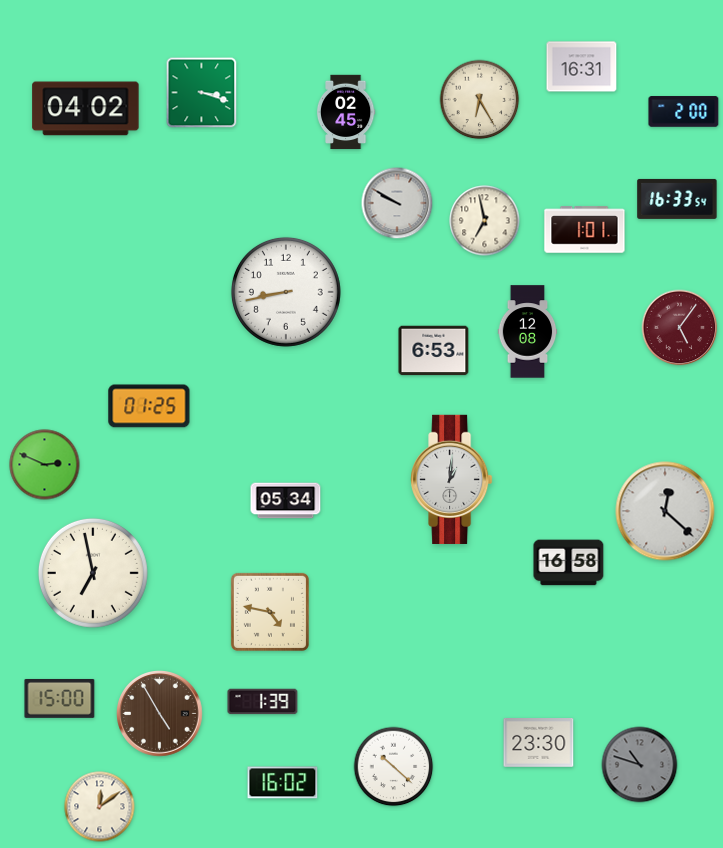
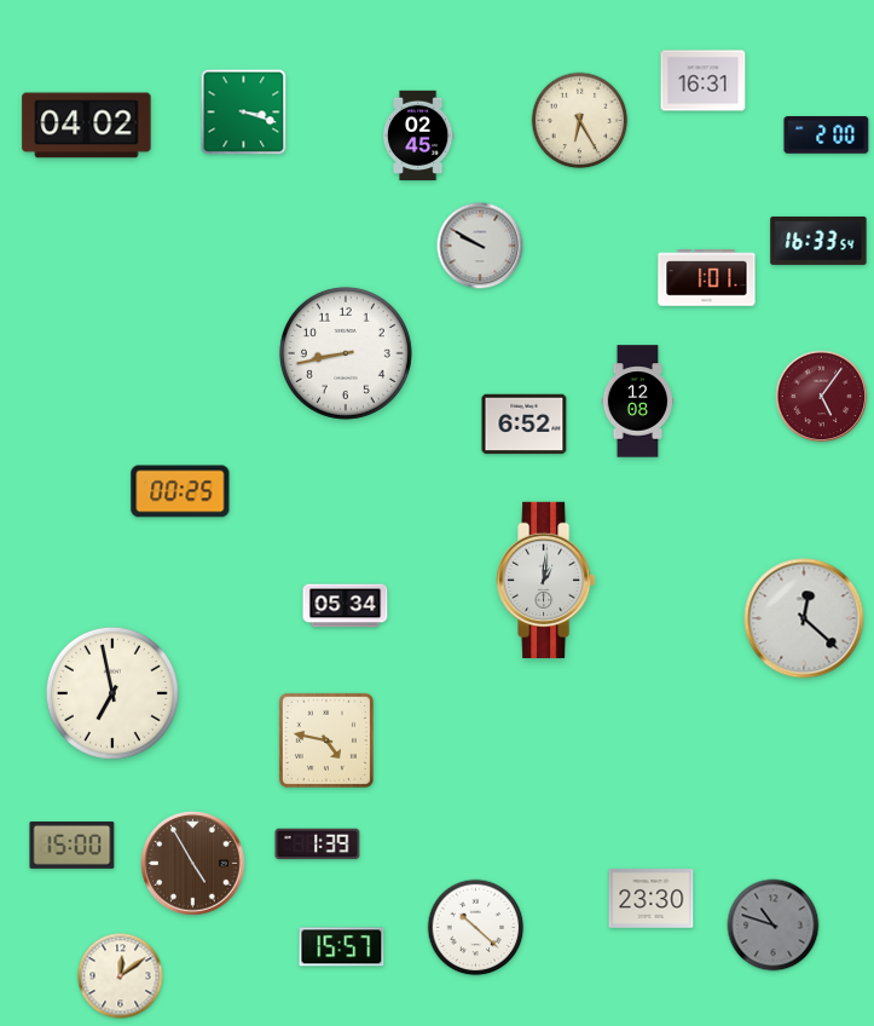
clock at (86, 109) position: (86, 109) -> (87, 126)
clock at (485, 221): 6:58 -> none
clock at (434, 351): 6:53 -> 6:52
clock at (149, 406): 01:25 -> 00:25
clock at (45, 465): 2:49 -> none
clock at (569, 563): 16:58 -> none
clock at (263, 702) position: (263, 702) -> (318, 845)
clock at (283, 783): 16:02 -> 15:57
